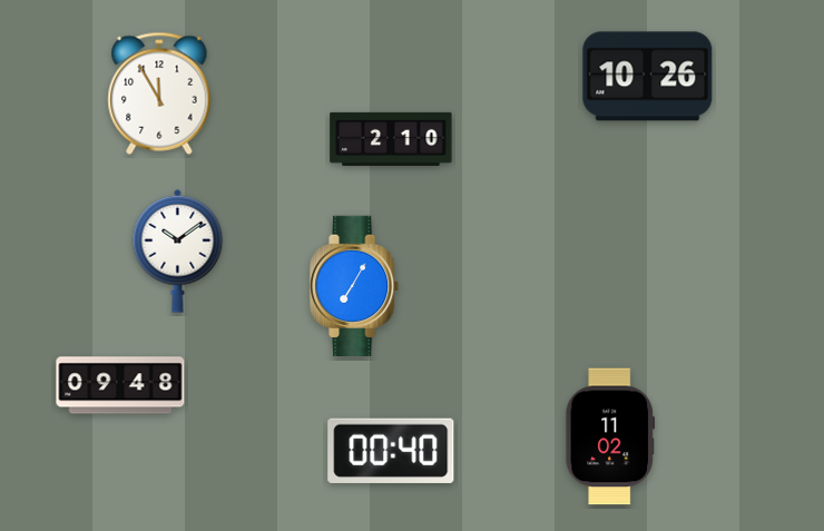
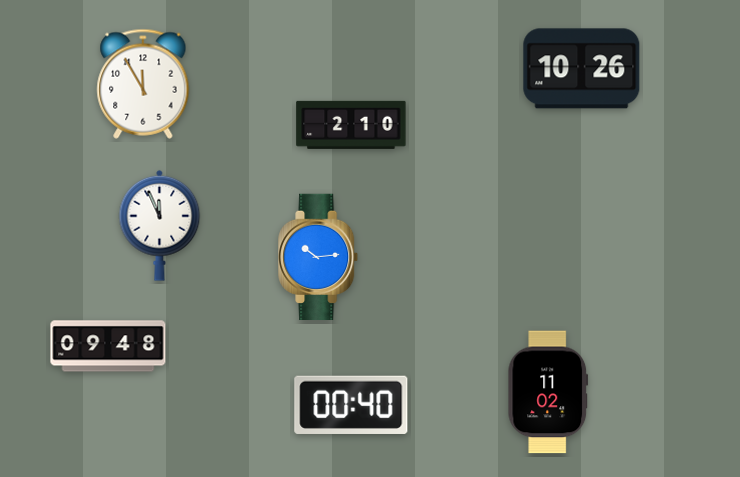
clock at (178, 250): 10:09 -> 11:56
clock at (355, 285): 7:05 -> 10:14
